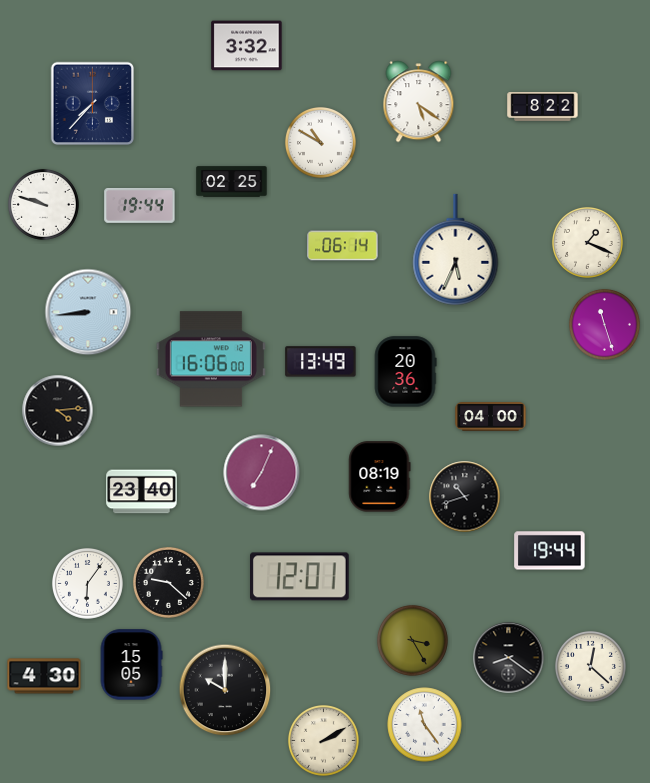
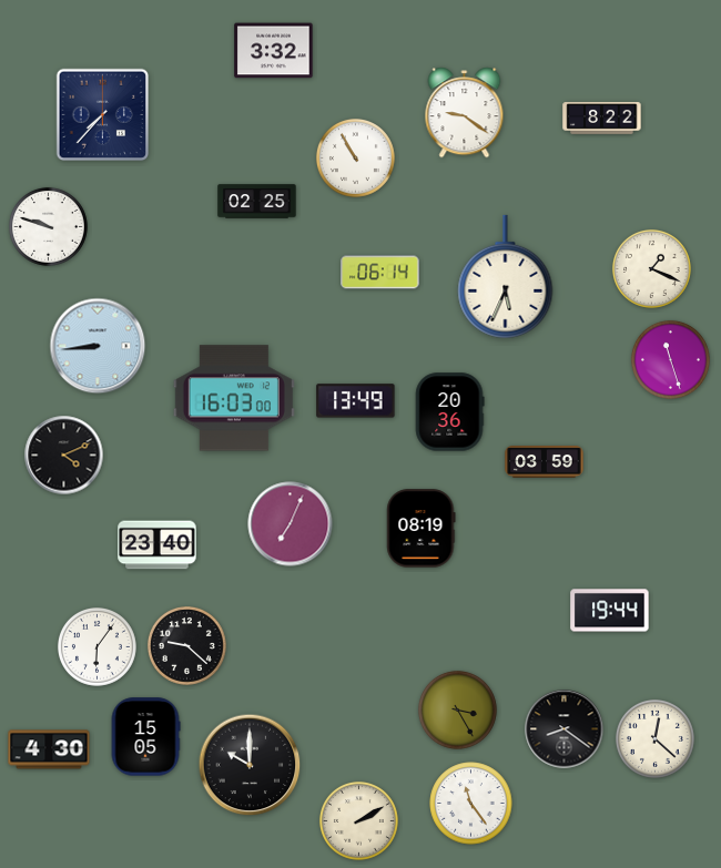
clock at (419, 102): 5:21 -> 9:21
clock at (320, 142): 10:50 -> 10:55
clock at (140, 205): 19:44 -> none
clock at (211, 359): 16:06 -> 16:03
clock at (58, 411): 4:14 -> 4:11
clock at (491, 417): 04:00 -> 03:59
clock at (465, 497): 10:42 -> none
clock at (300, 577): 12:01 -> none
